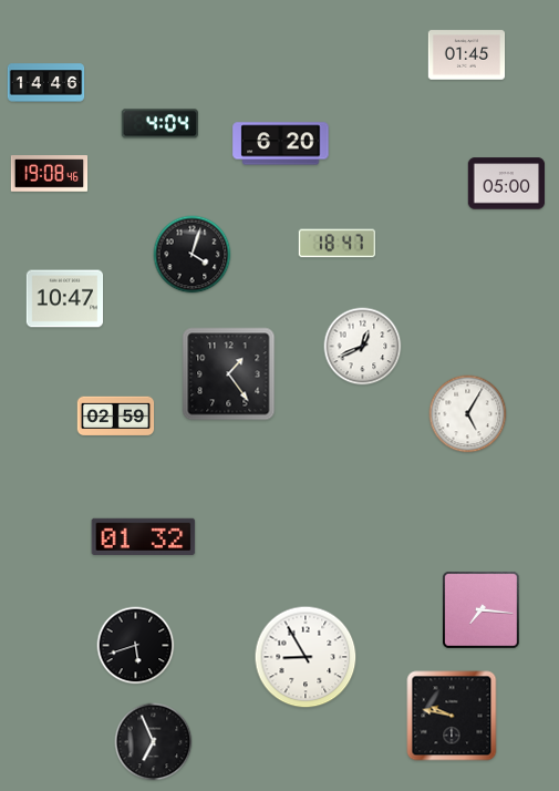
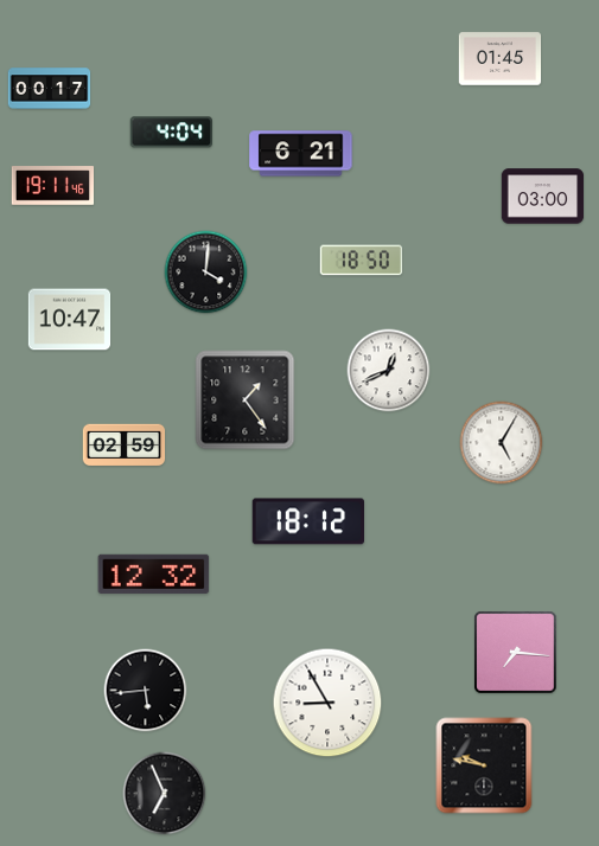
clock at (46, 83): 14:46 -> 00:17
clock at (281, 144): 6:20 -> 6:21
clock at (50, 174): 19:08 -> 19:11
clock at (507, 184): 05:00 -> 03:00
clock at (338, 244): 18:47 -> 18:50
clock at (193, 255): 4:03 -> 4:01
clock at (308, 521): none -> 18:12
clock at (144, 536): 01:32 -> 12:32
clock at (136, 646): 5:42 -> 5:44
